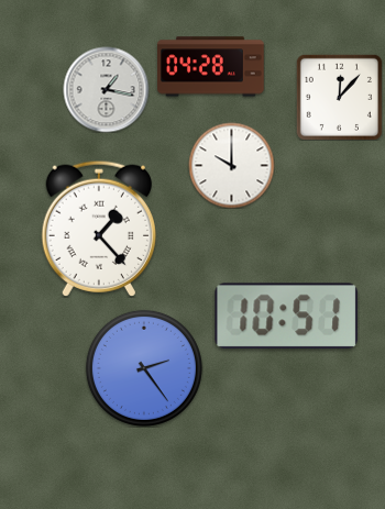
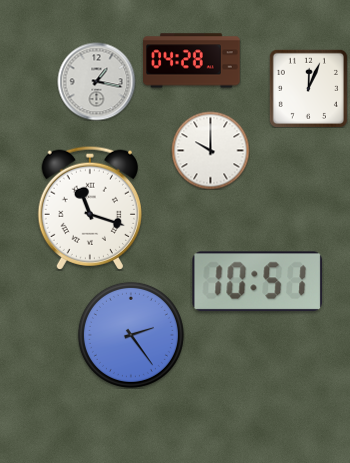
clock at (339, 97): 12:07 -> 12:04
clock at (98, 229): 1:23 -> 11:18
clock at (286, 317) position: (286, 317) -> (257, 282)
